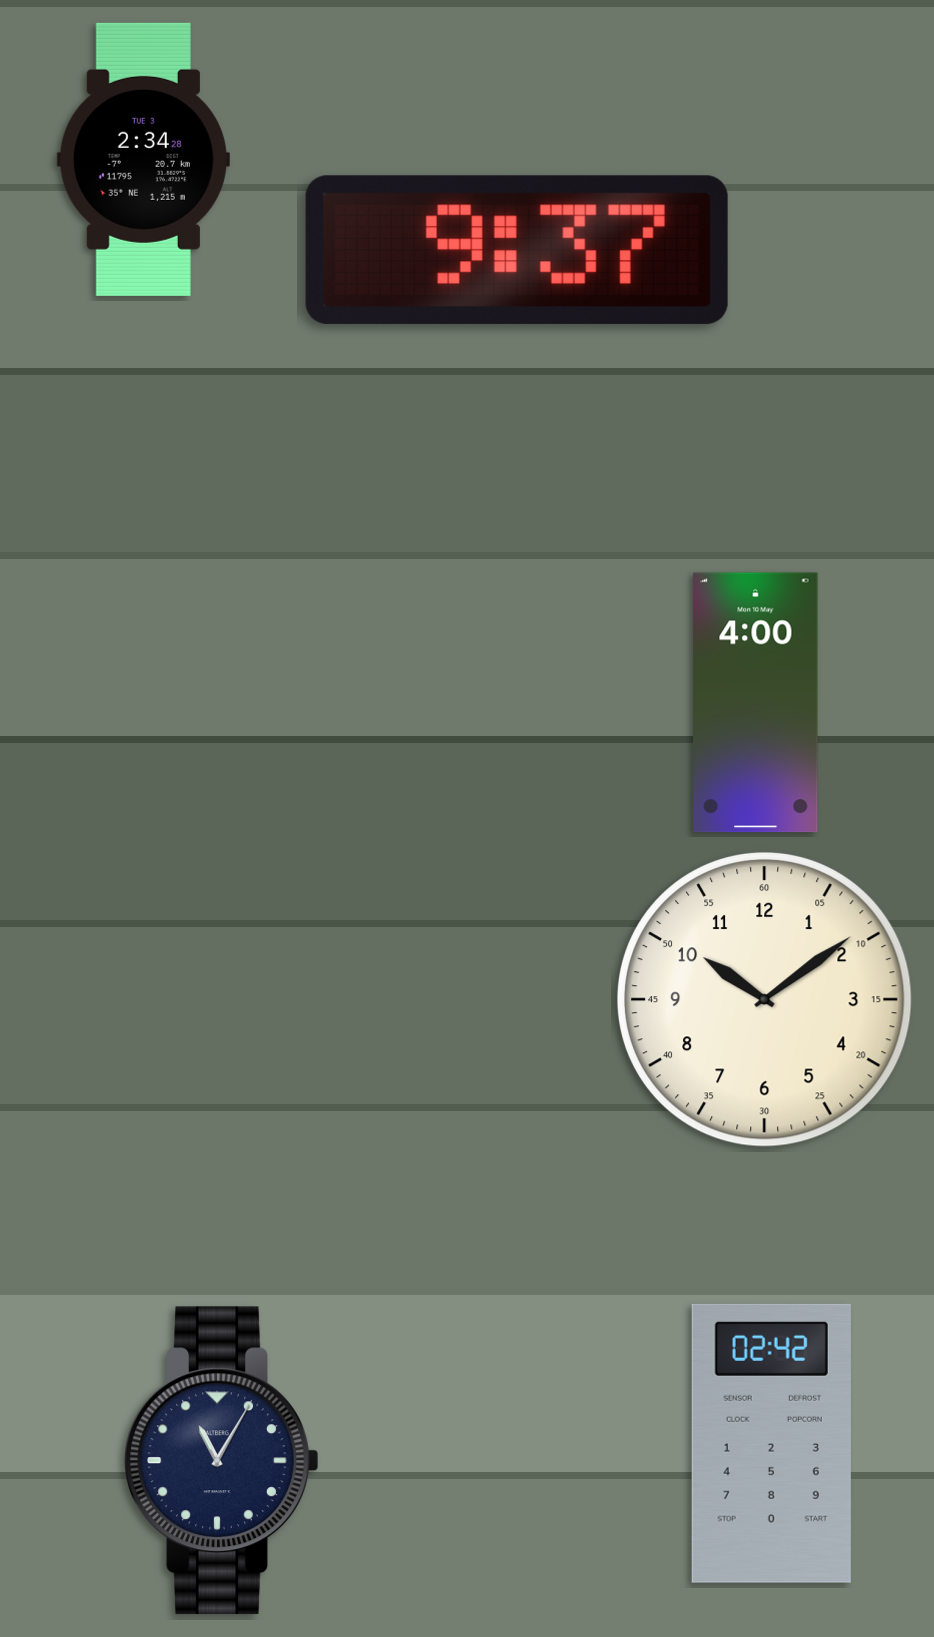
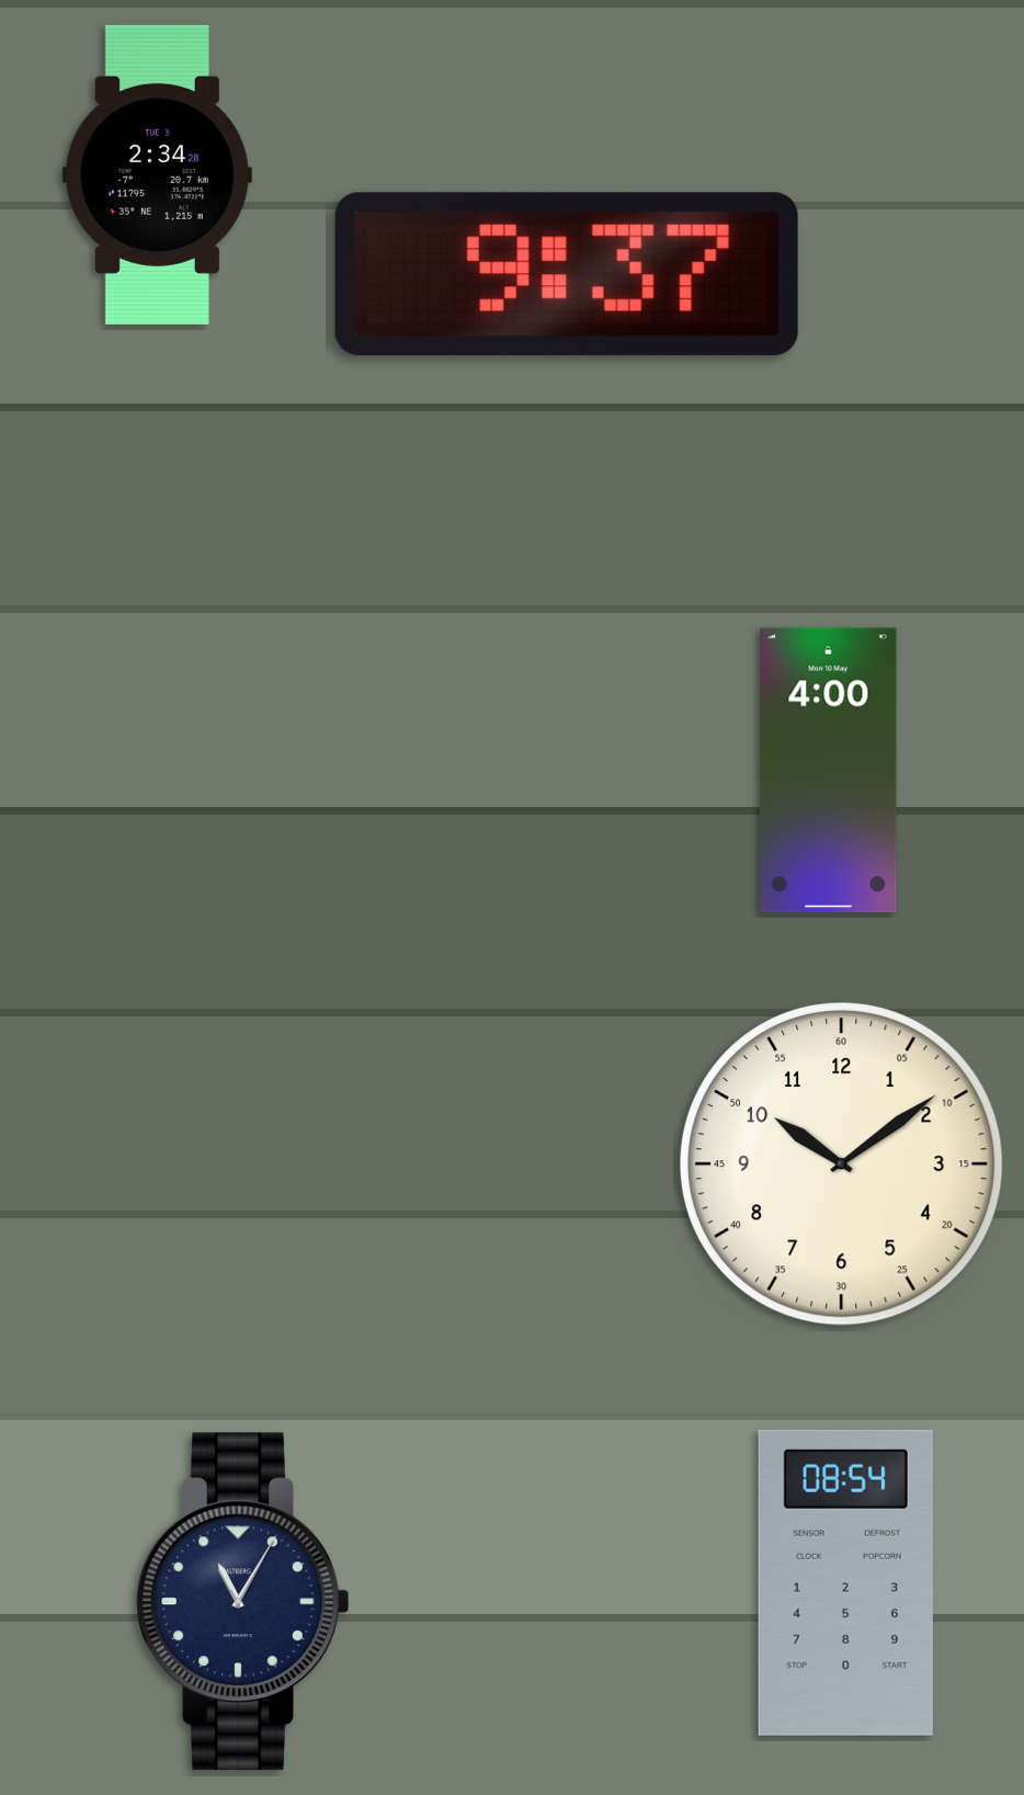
clock at (764, 999) position: (764, 999) -> (841, 1163)
clock at (771, 1443): 02:42 -> 08:54
